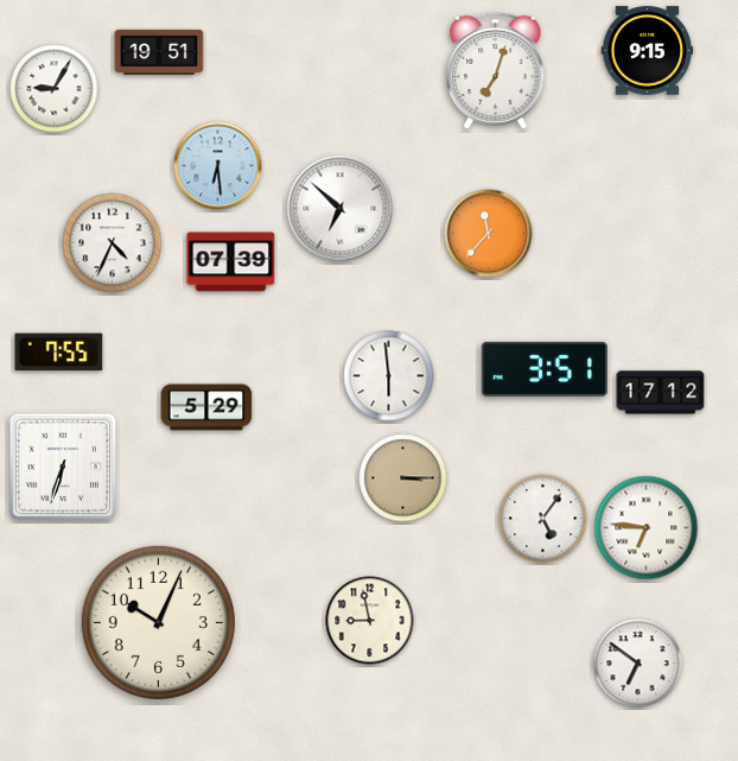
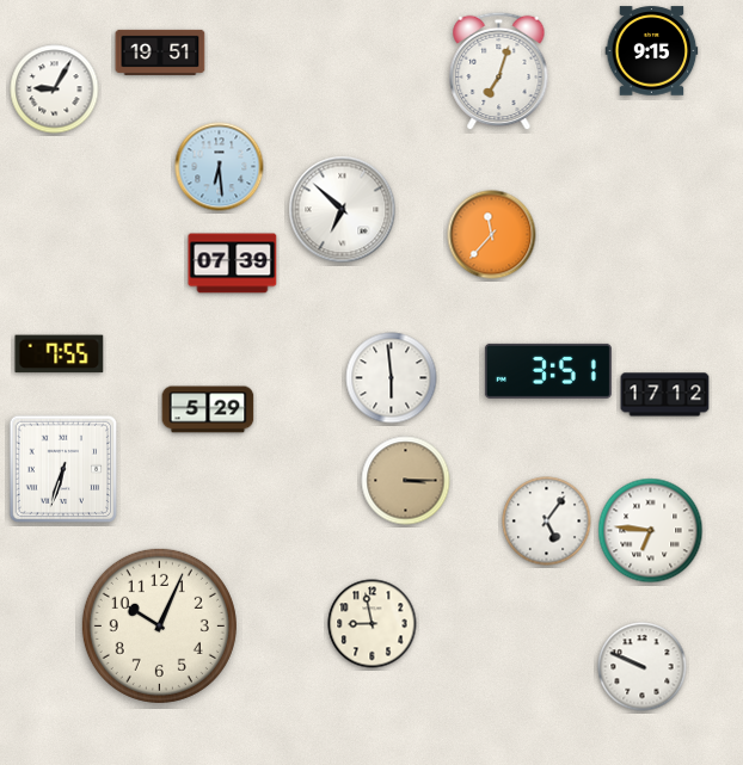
clock at (113, 243): 4:34 -> none
clock at (638, 664): 6:51 -> 9:49
